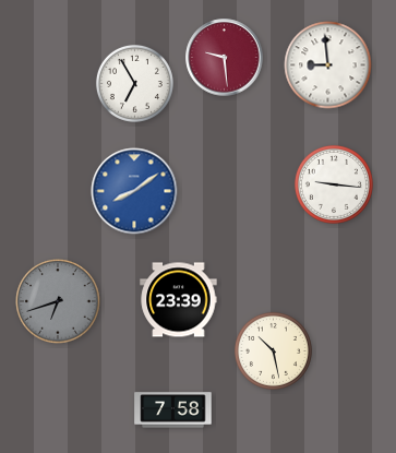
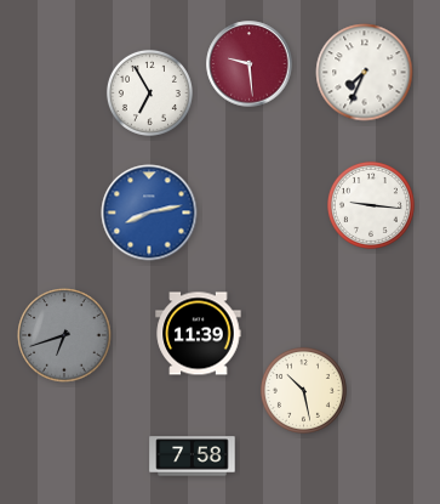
clock at (328, 65): 8:59 -> 7:34
clock at (134, 191): 8:09 -> 8:13
clock at (179, 300): 23:39 -> 11:39
